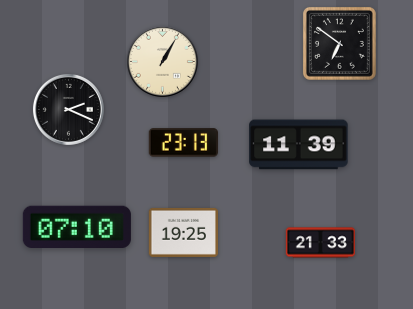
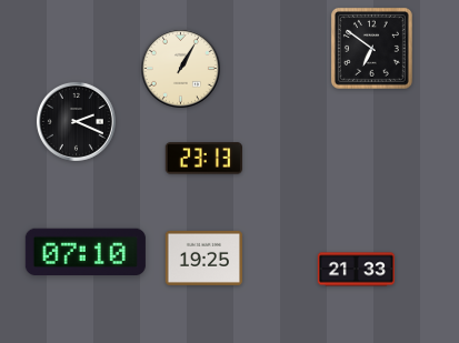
clock at (339, 43) position: (339, 43) -> (371, 48)
clock at (299, 145): 11:39 -> none
